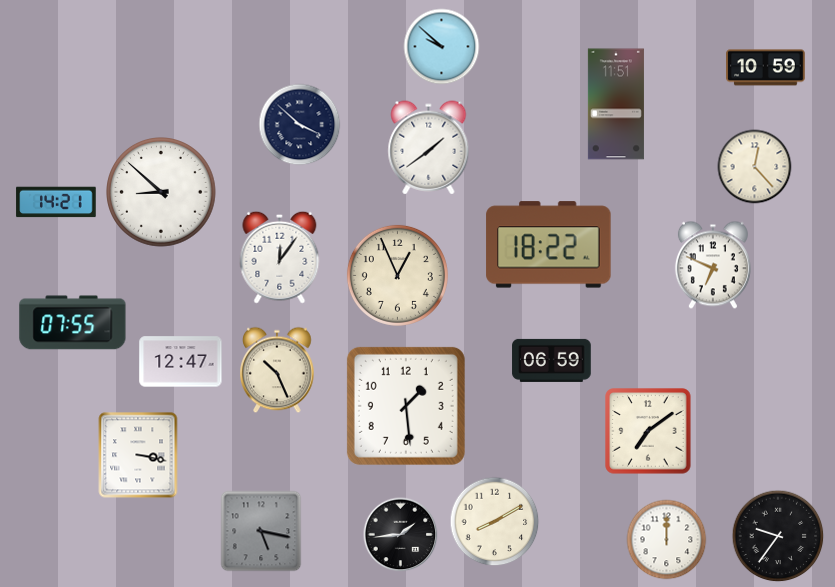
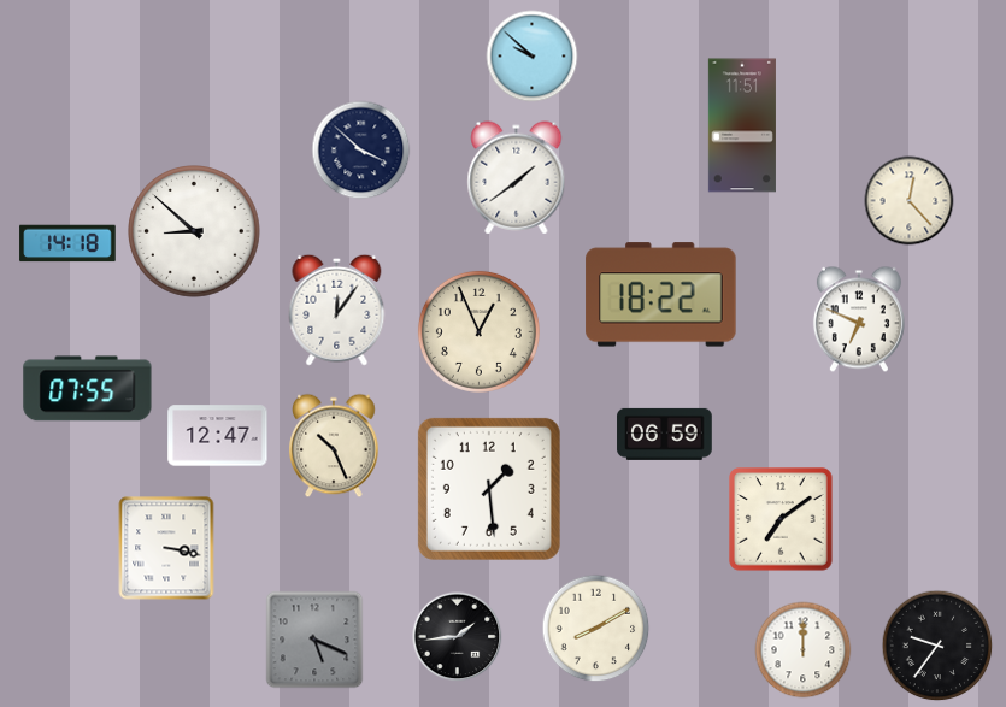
clock at (766, 68): 10:59 -> none
clock at (56, 202): 14:21 -> 14:18
clock at (261, 531): 5:17 -> 5:19
clock at (401, 535) position: (401, 535) -> (458, 637)
